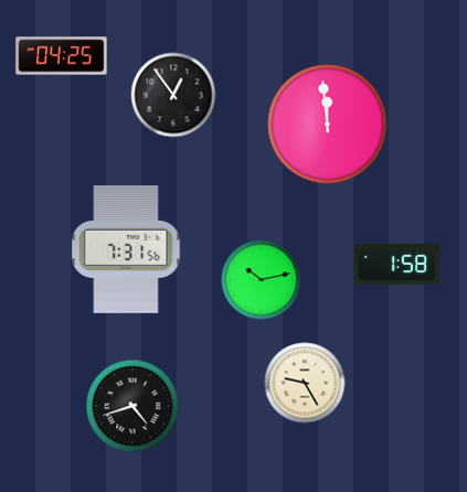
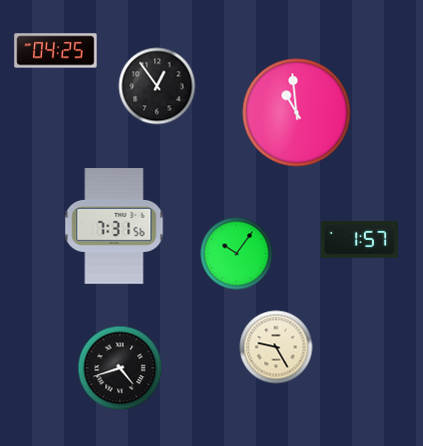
clock at (328, 125): 11:59 -> 10:59
clock at (396, 264): 1:58 -> 1:57
clock at (262, 280): 10:13 -> 10:06
